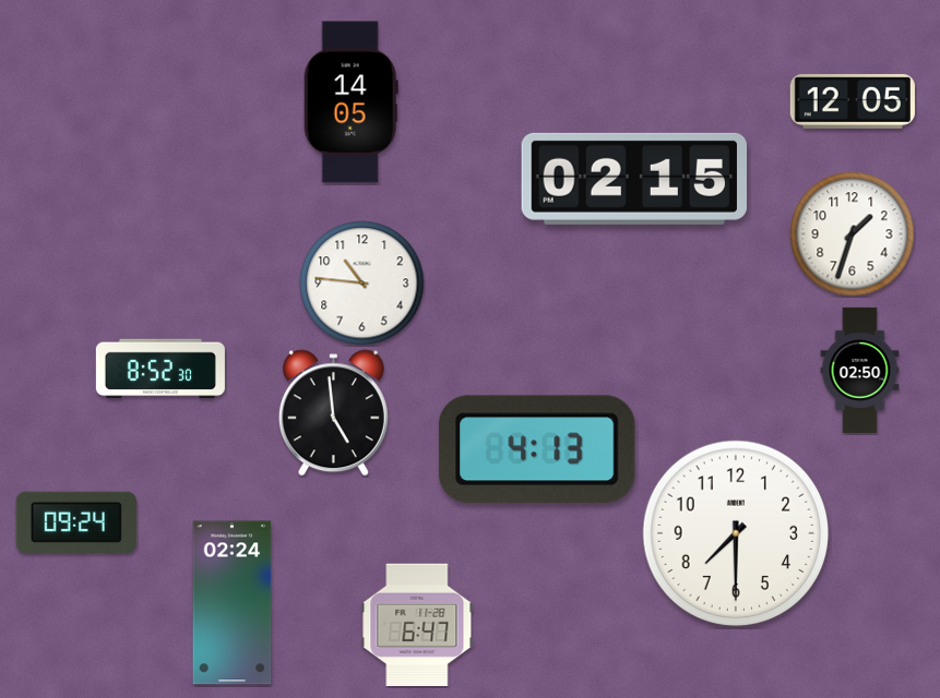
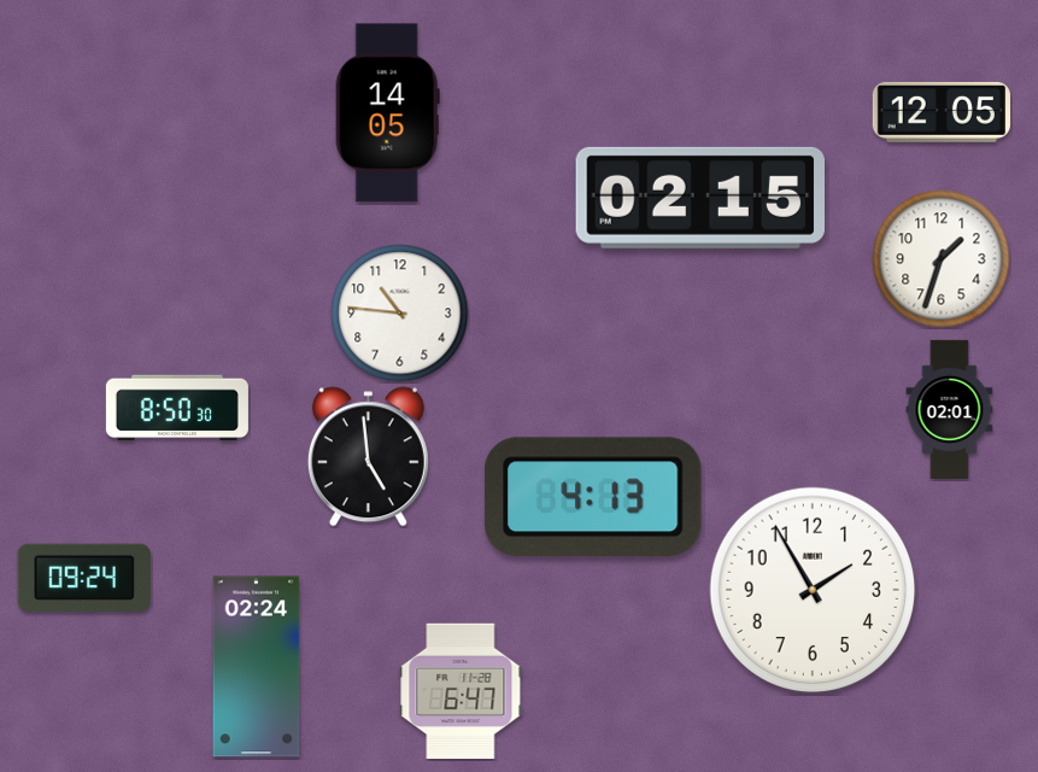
clock at (160, 369): 8:52 -> 8:50
clock at (860, 370): 02:50 -> 02:01
clock at (736, 533): 7:30 -> 1:55
